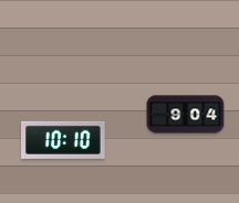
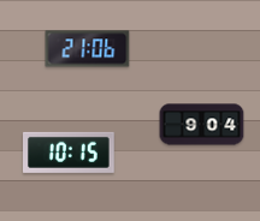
clock at (88, 49): none -> 21:06
clock at (64, 140): 10:10 -> 10:15
